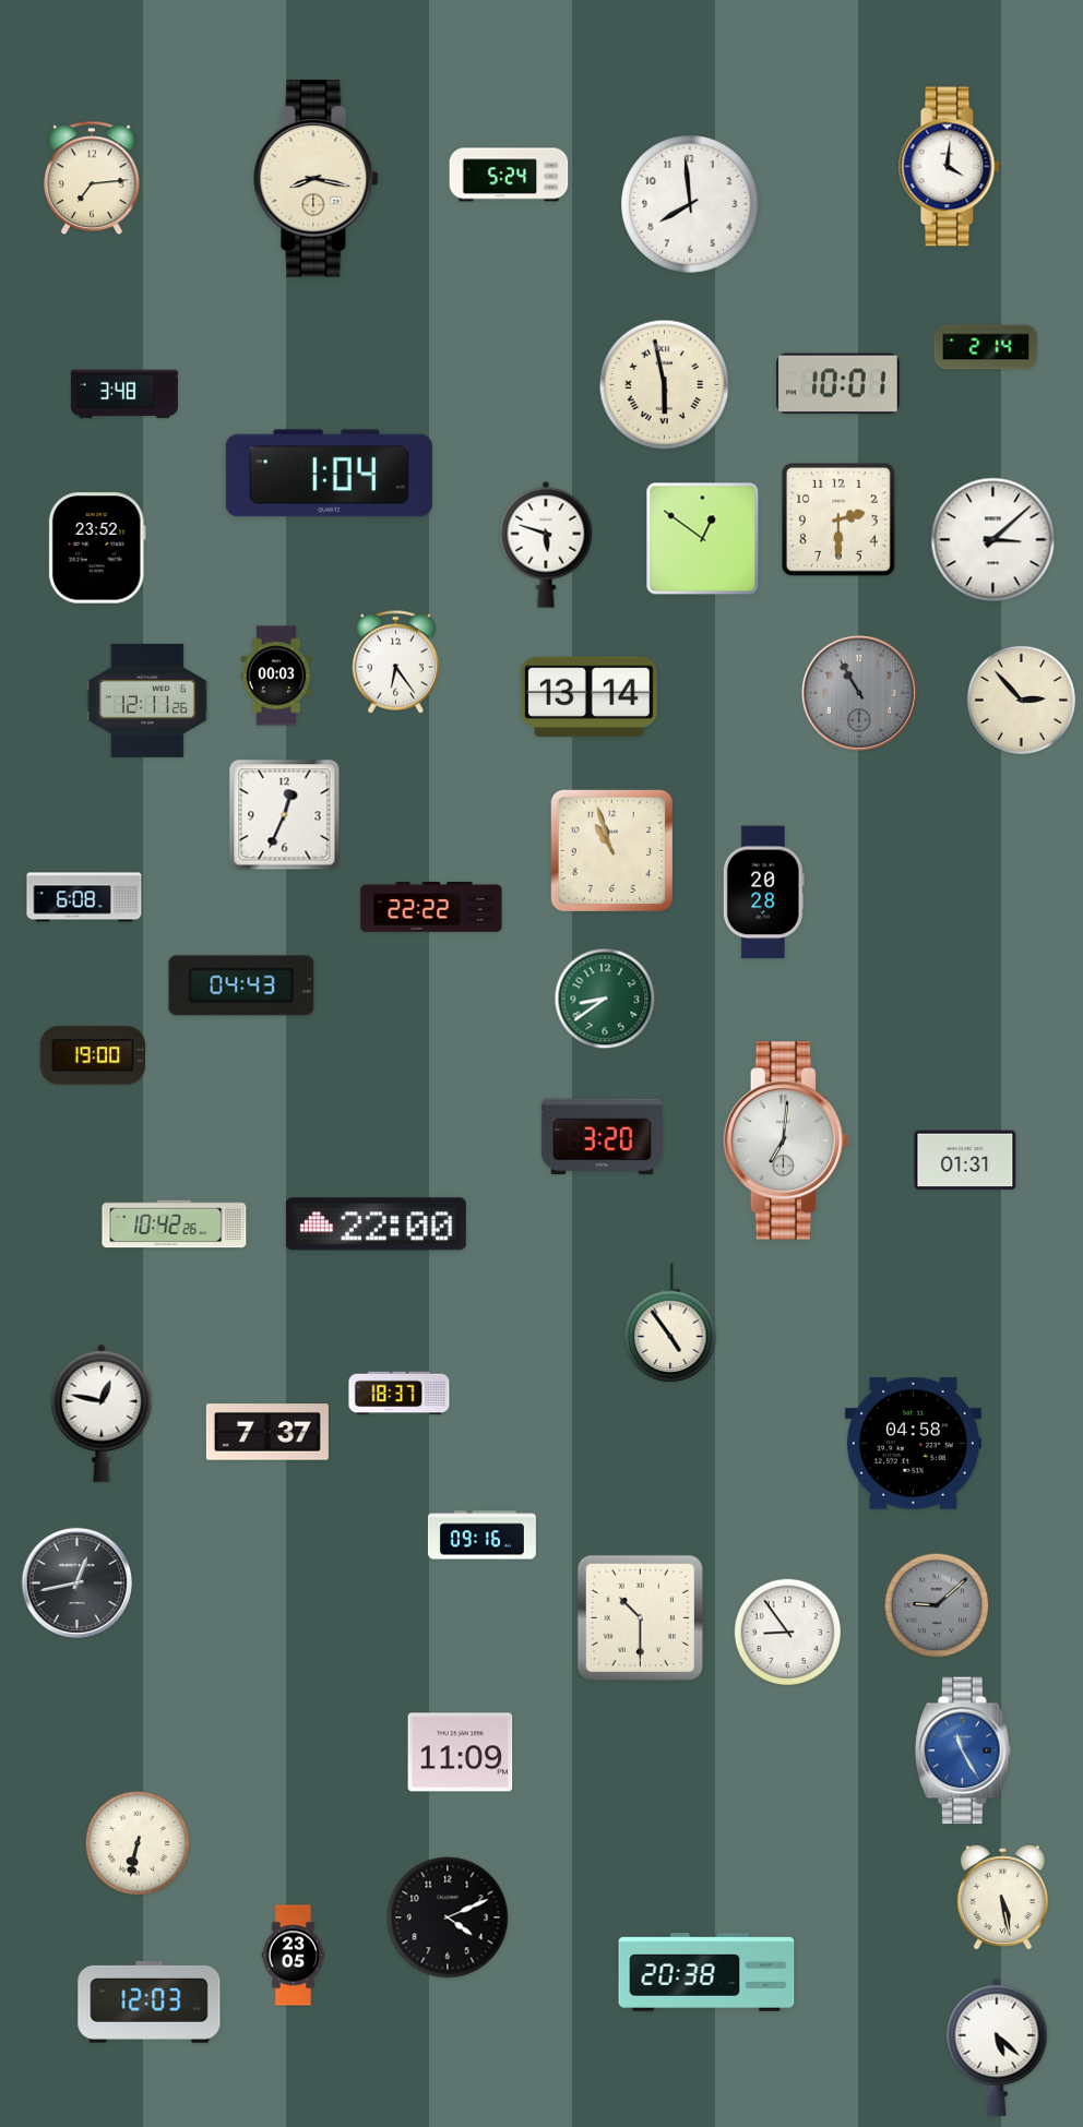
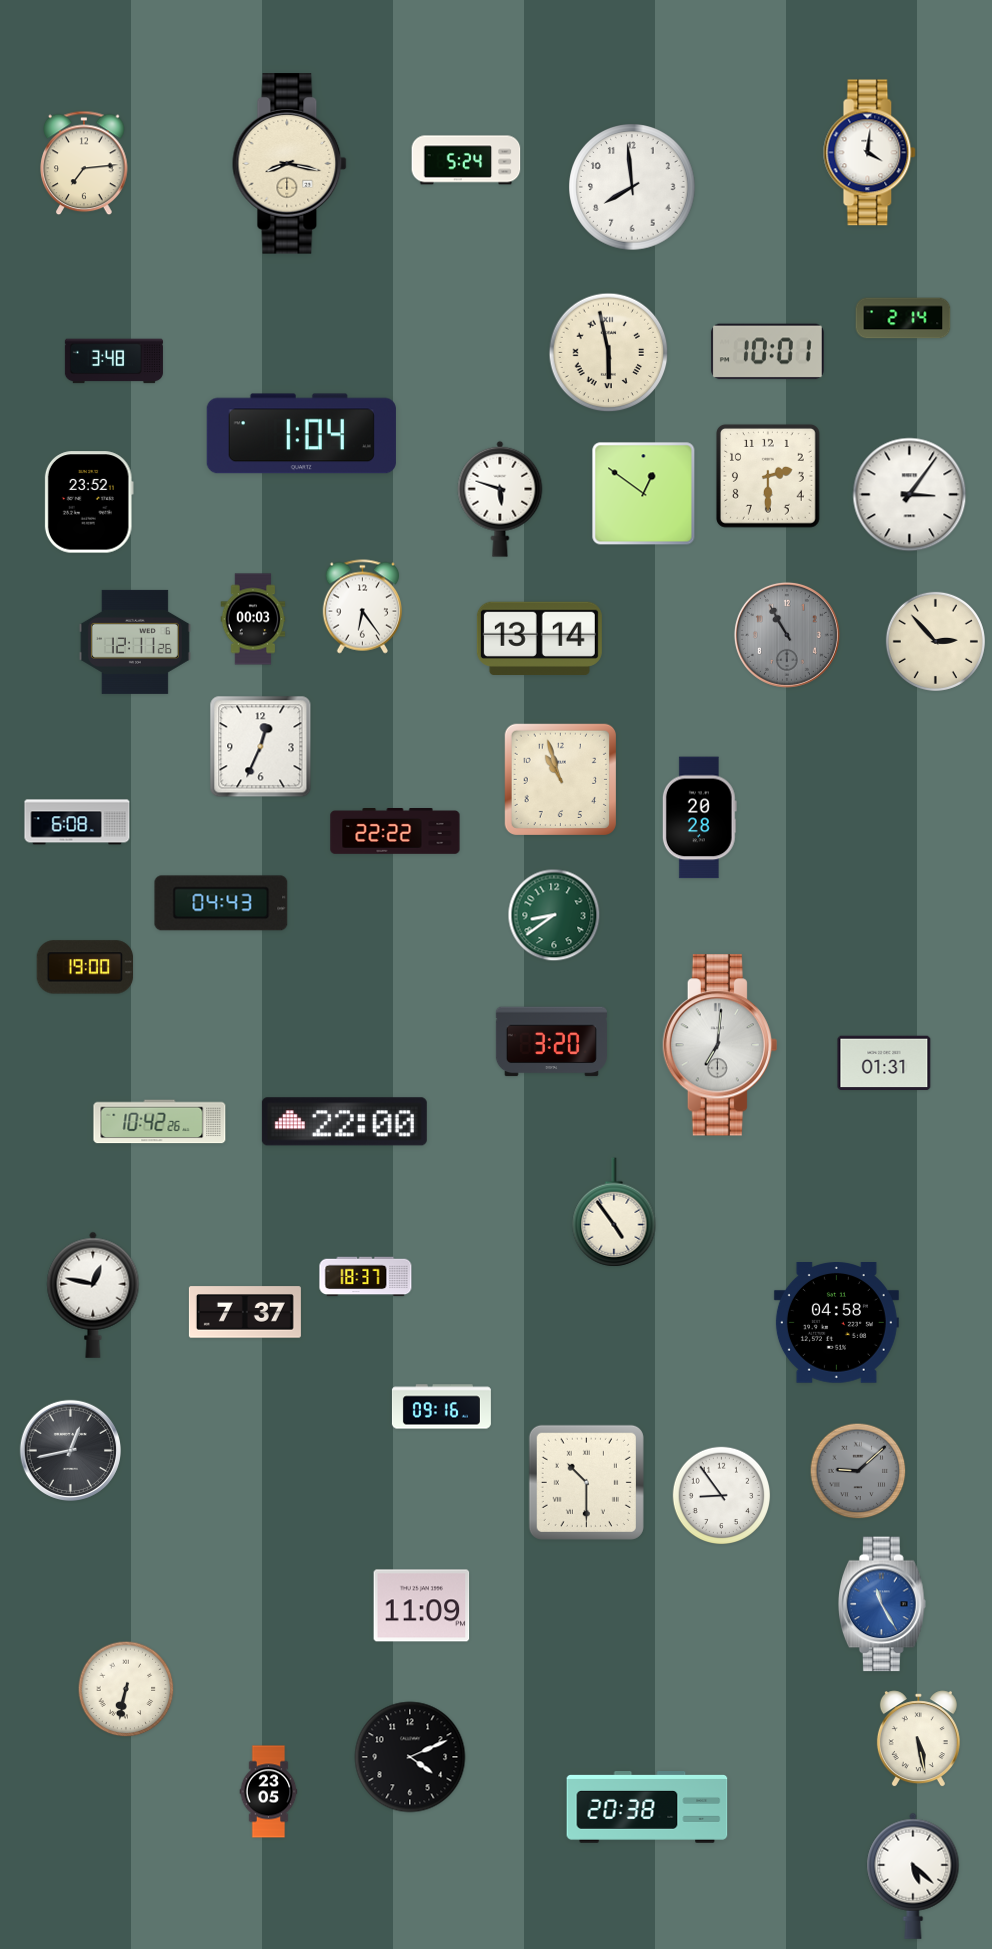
clock at (993, 540): 3:08 -> 3:06
clock at (150, 2001): 12:03 -> none
